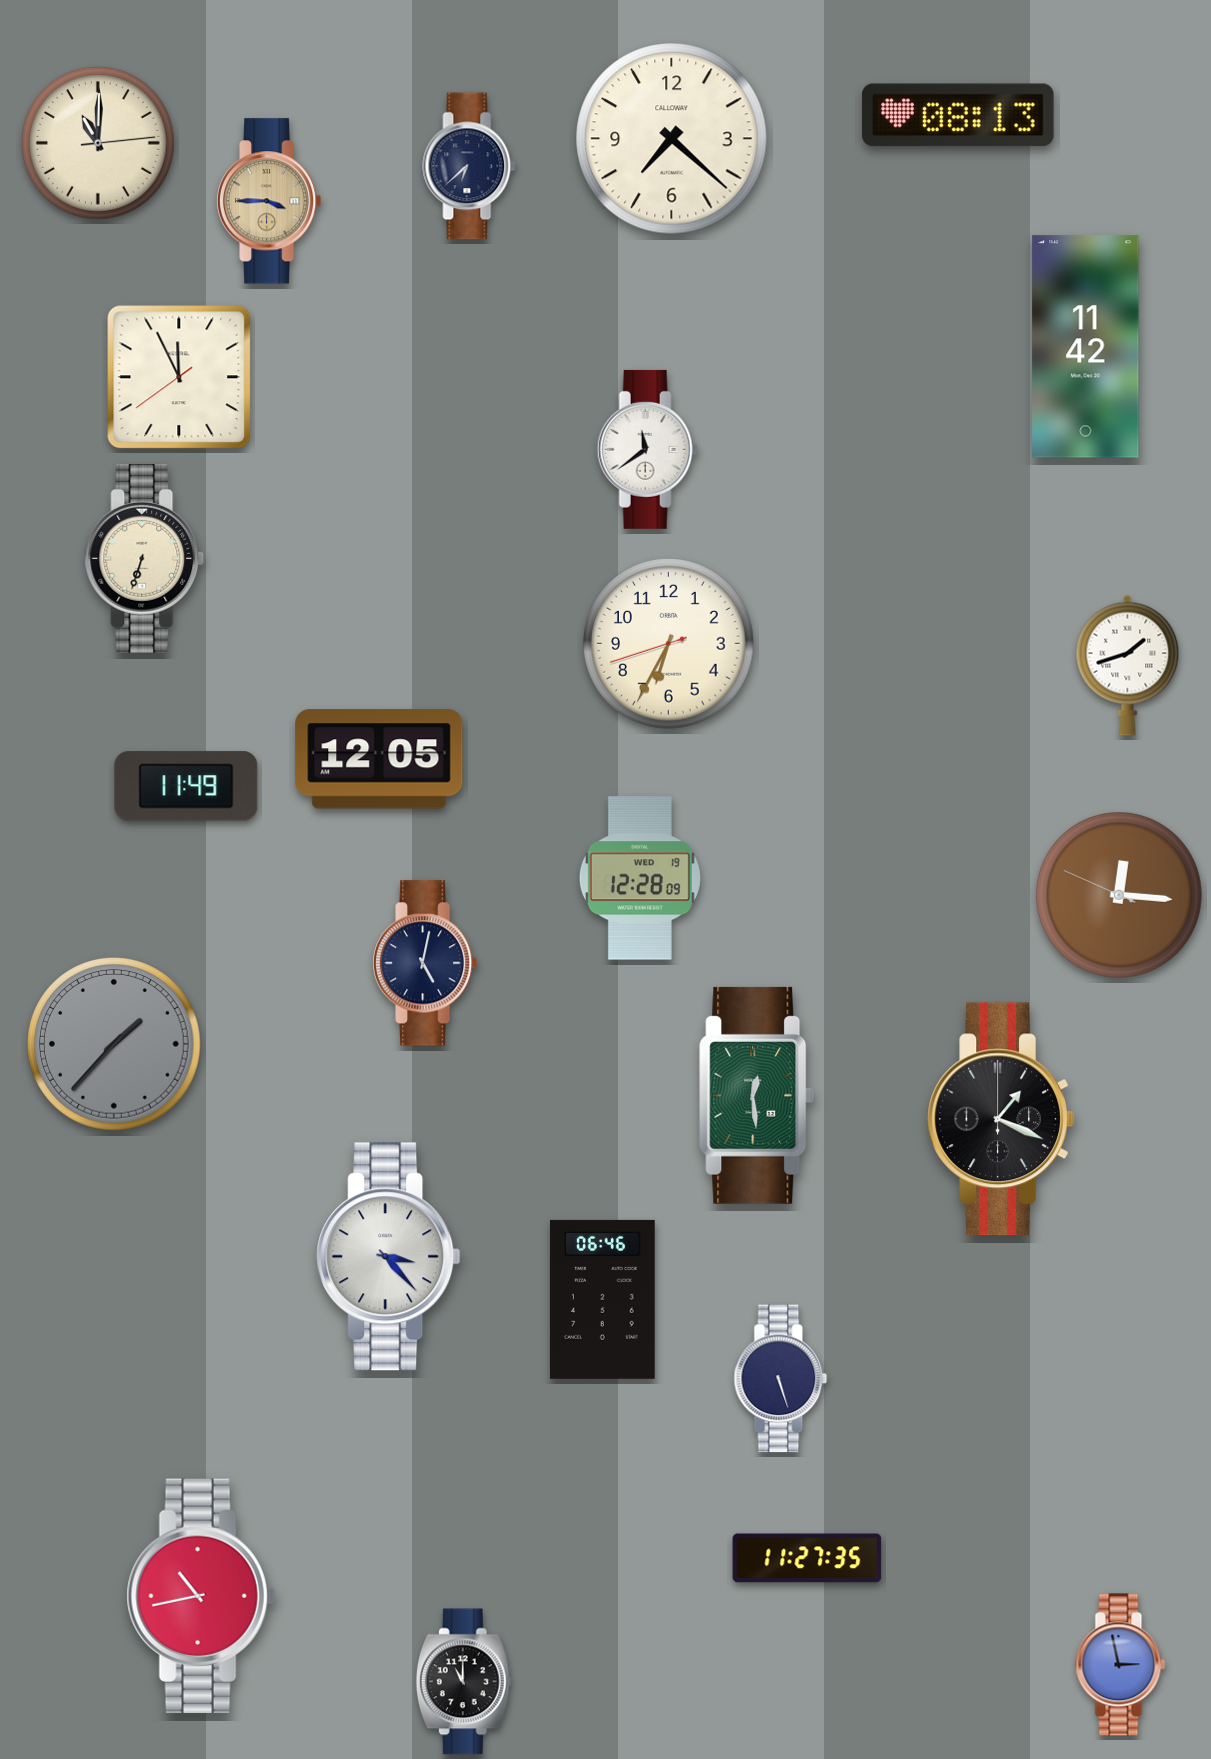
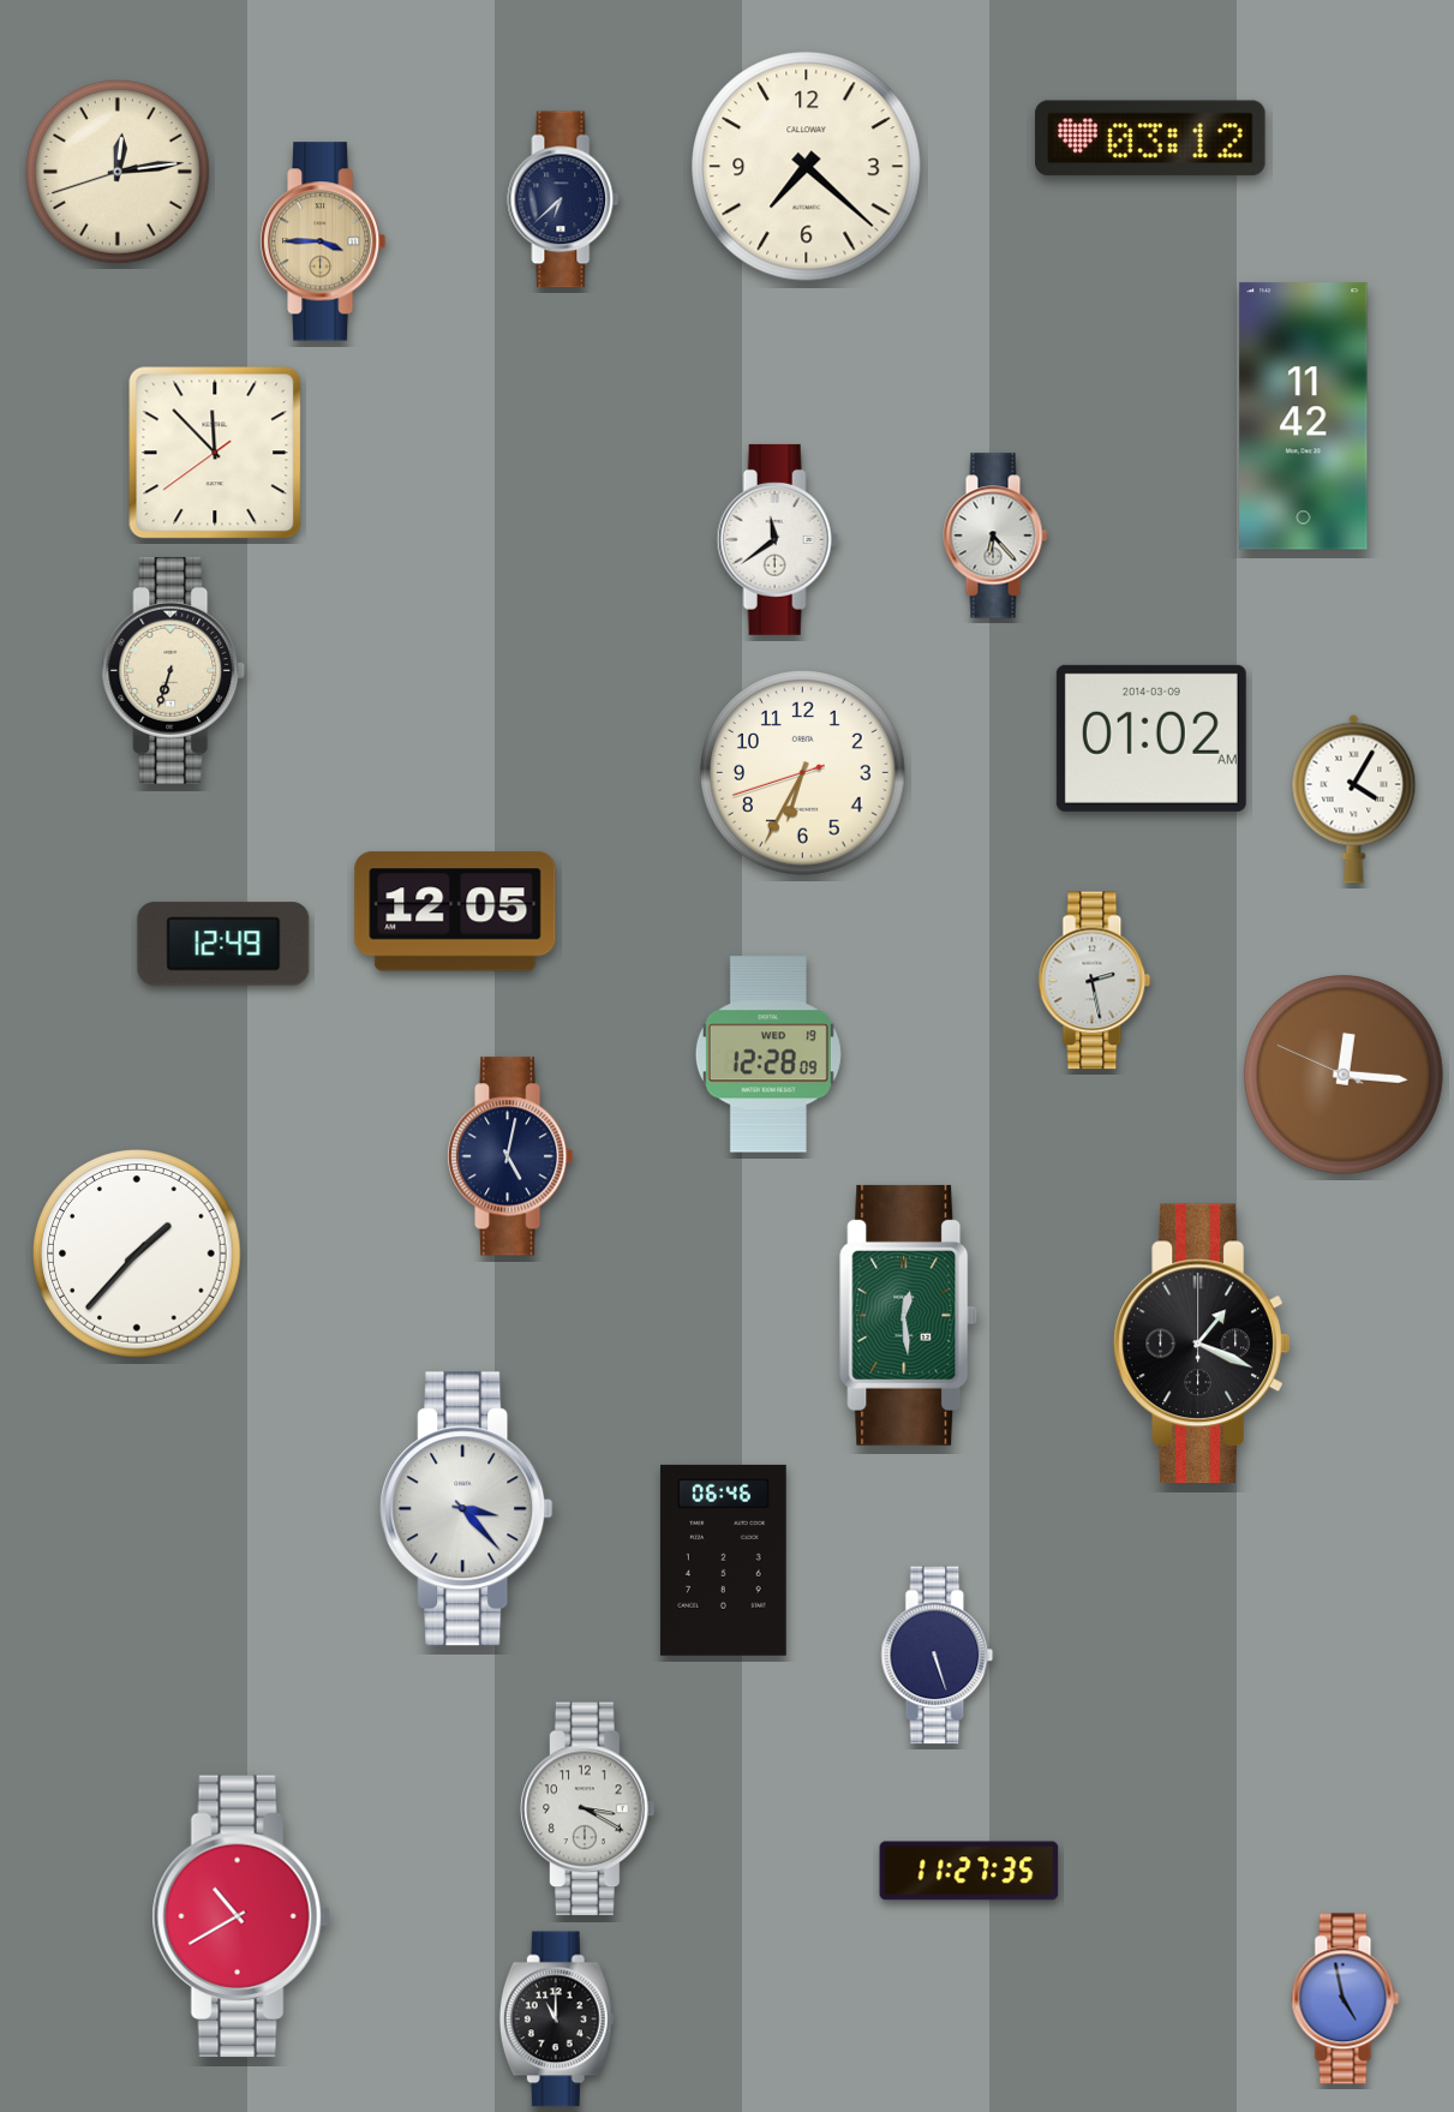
clock at (958, 115): 08:13 -> 03:12
clock at (98, 143): 11:00 -> 12:13
clock at (179, 377): 11:55 -> 11:52
clock at (995, 536): none -> 6:23
clock at (1151, 738): none -> 01:02
clock at (1128, 665): 1:42 -> 4:05
clock at (186, 786): 11:49 -> 12:49
clock at (1095, 981): none -> 2:28
clock at (114, 1044) dial: grey -> white
clock at (588, 1809): none -> 3:20
clock at (201, 1596): 10:43 -> 10:40
clock at (1121, 1665): 2:58 -> 4:58
